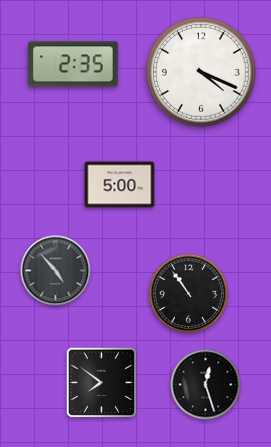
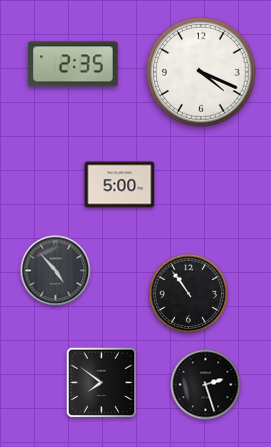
clock at (206, 385): 12:27 -> 2:27
